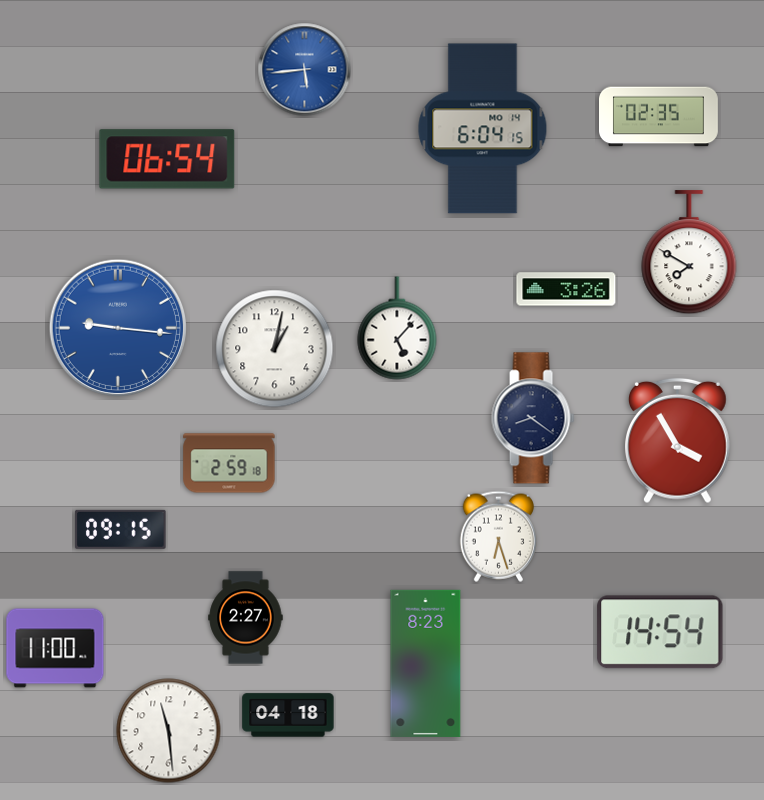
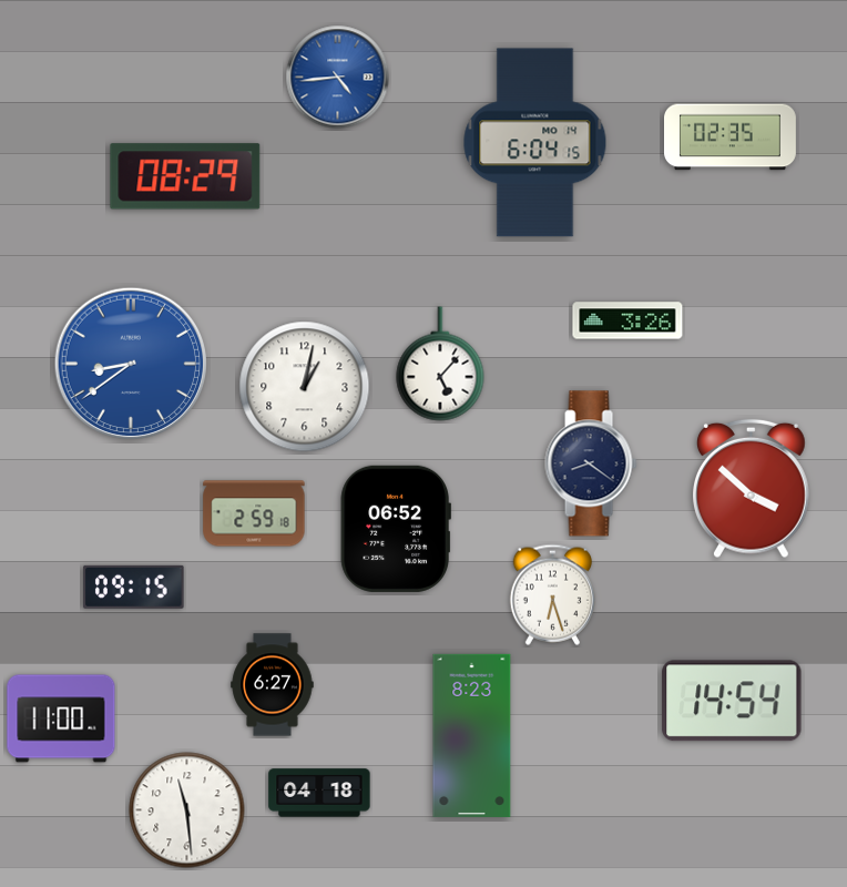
clock at (305, 70): 5:44 -> 4:44
clock at (659, 117) position: (659, 117) -> (731, 137)
clock at (167, 159): 06:54 -> 08:29
clock at (689, 253): 7:50 -> none
clock at (118, 328): 9:16 -> 8:39
clock at (678, 441): 3:55 -> 3:52
clock at (396, 529): none -> 06:52
clock at (246, 618): 2:27 -> 6:27
